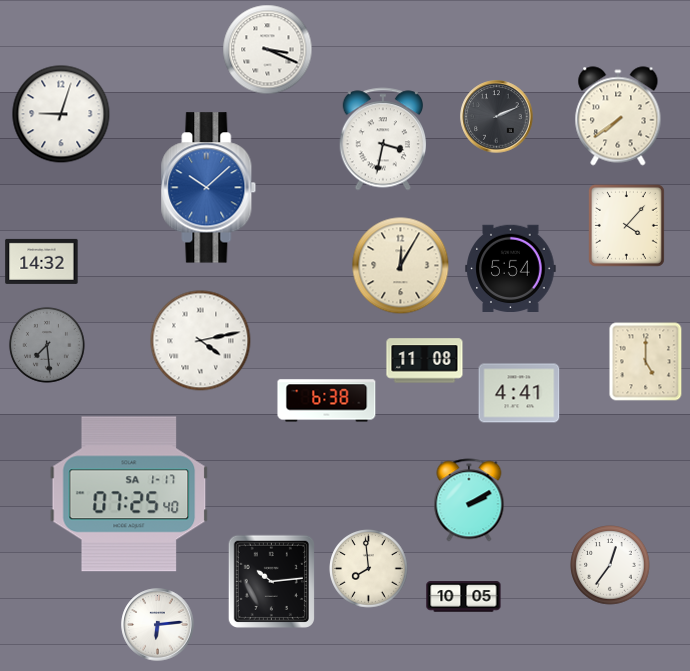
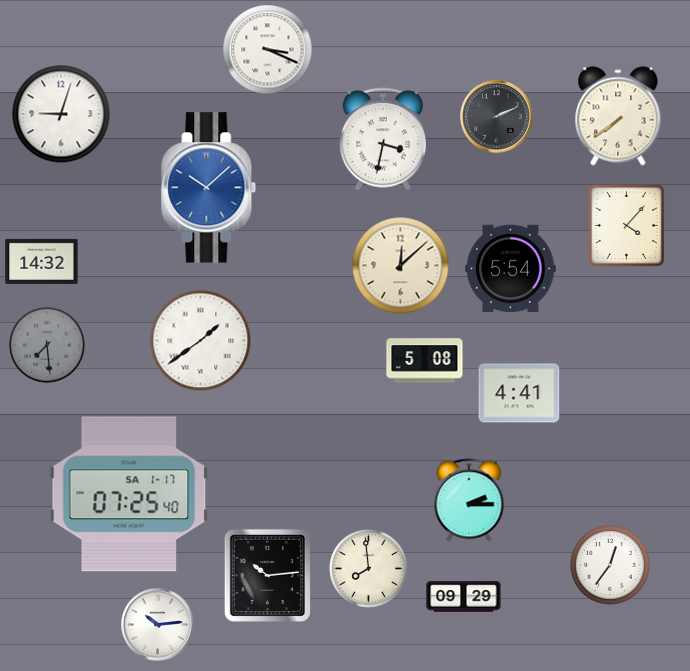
clock at (401, 266): 12:05 -> 12:08
clock at (201, 341): 4:13 -> 1:39
clock at (425, 361): 11:08 -> 5:08
clock at (646, 362): 5:00 -> none
clock at (327, 401): 6:38 -> none
clock at (469, 500): 2:10 -> 2:15
clock at (271, 581) position: (271, 581) -> (267, 575)
clock at (464, 597): 10:05 -> 09:29
clock at (158, 625): 6:14 -> 10:14
